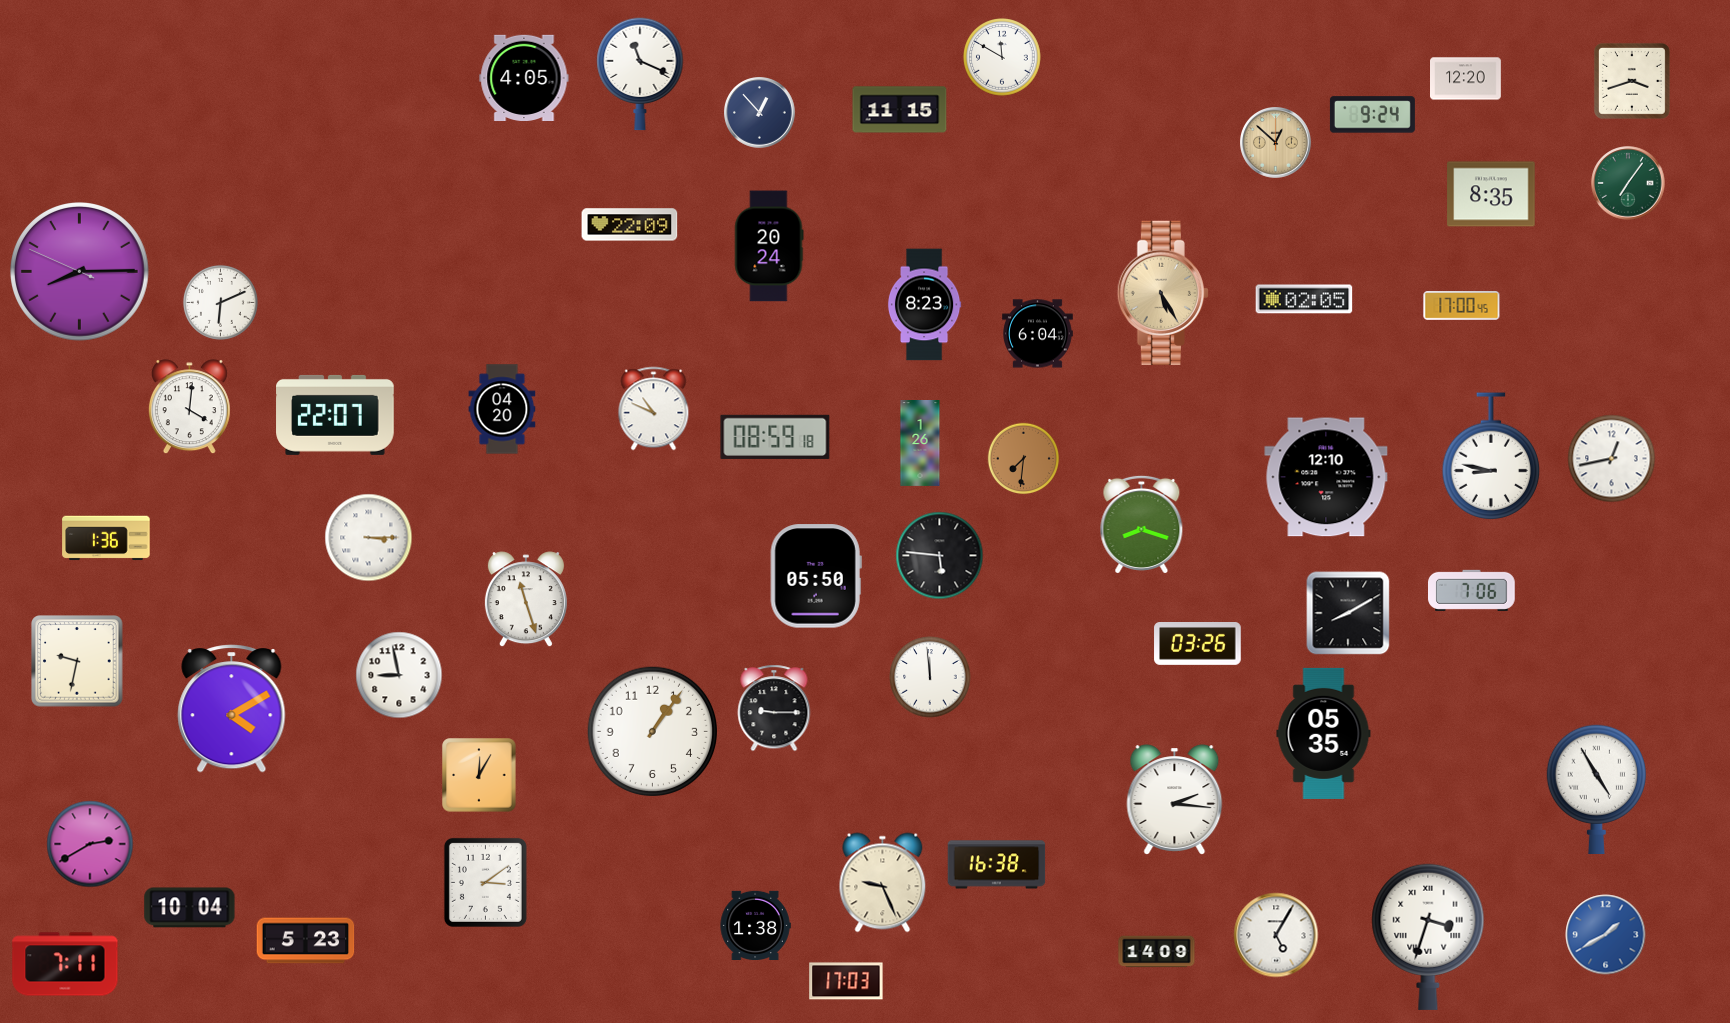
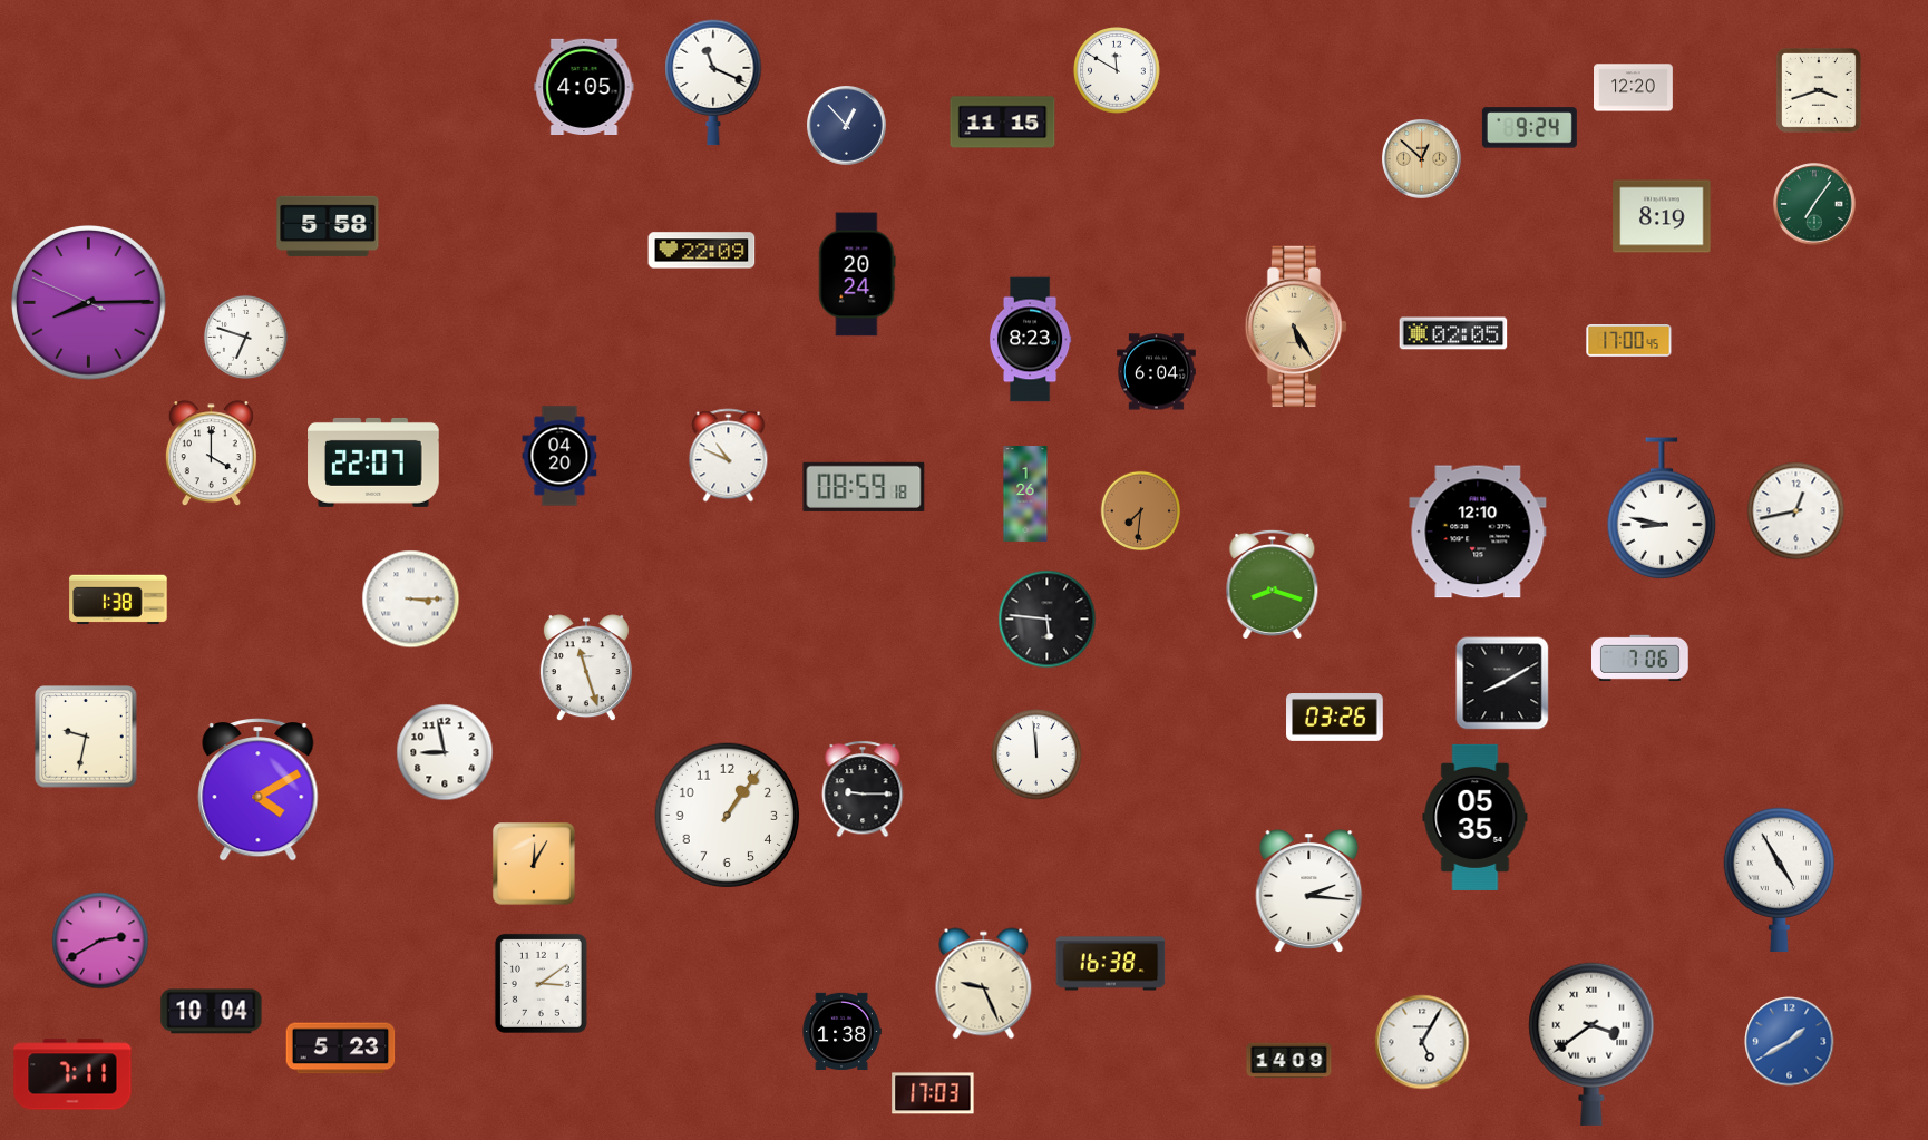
clock at (1003, 58) position: (1003, 58) -> (1118, 71)
clock at (1491, 194): 8:35 -> 8:19
clock at (328, 226): none -> 5:58
clock at (220, 302): 6:11 -> 6:48
clock at (189, 407): 4:01 -> 4:00
clock at (106, 538): 1:36 -> 1:38
clock at (816, 576): 05:50 -> none
clock at (1428, 937): 3:33 -> 3:39
clock at (846, 981) position: (846, 981) -> (933, 1093)
